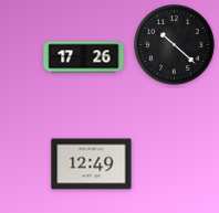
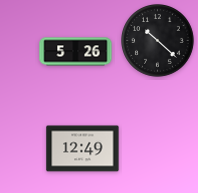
clock at (84, 57): 17:26 -> 5:26
